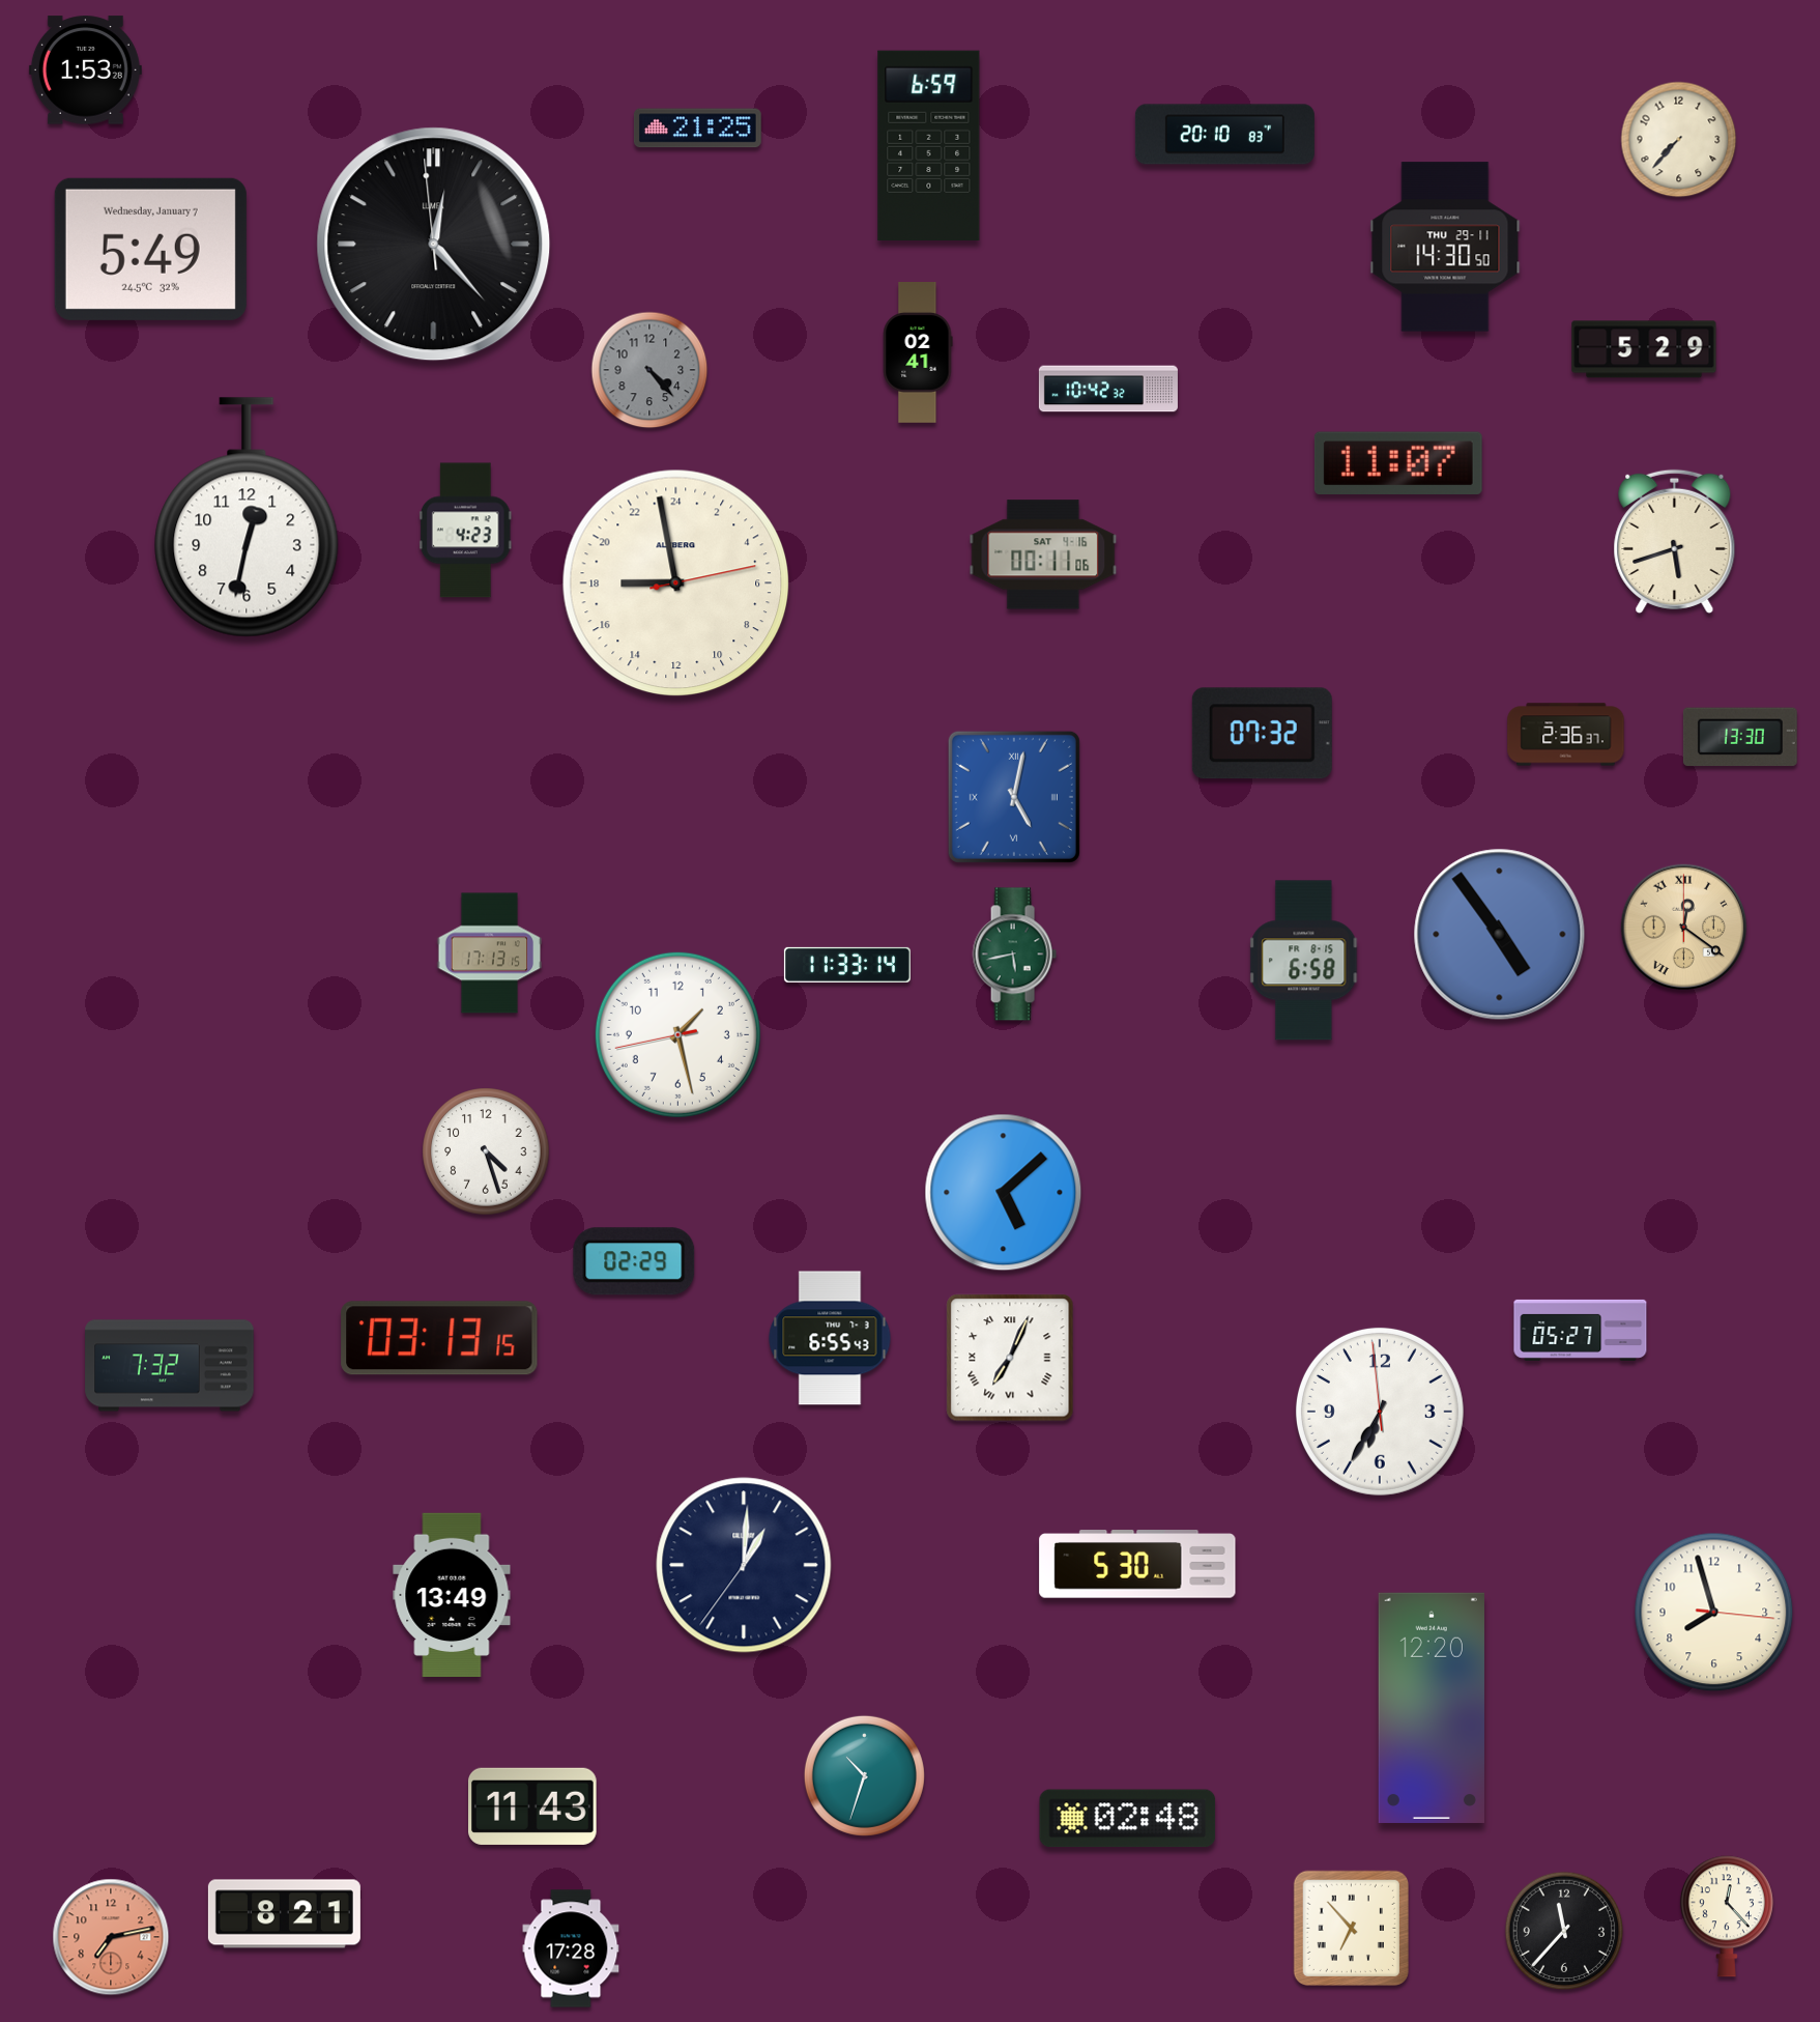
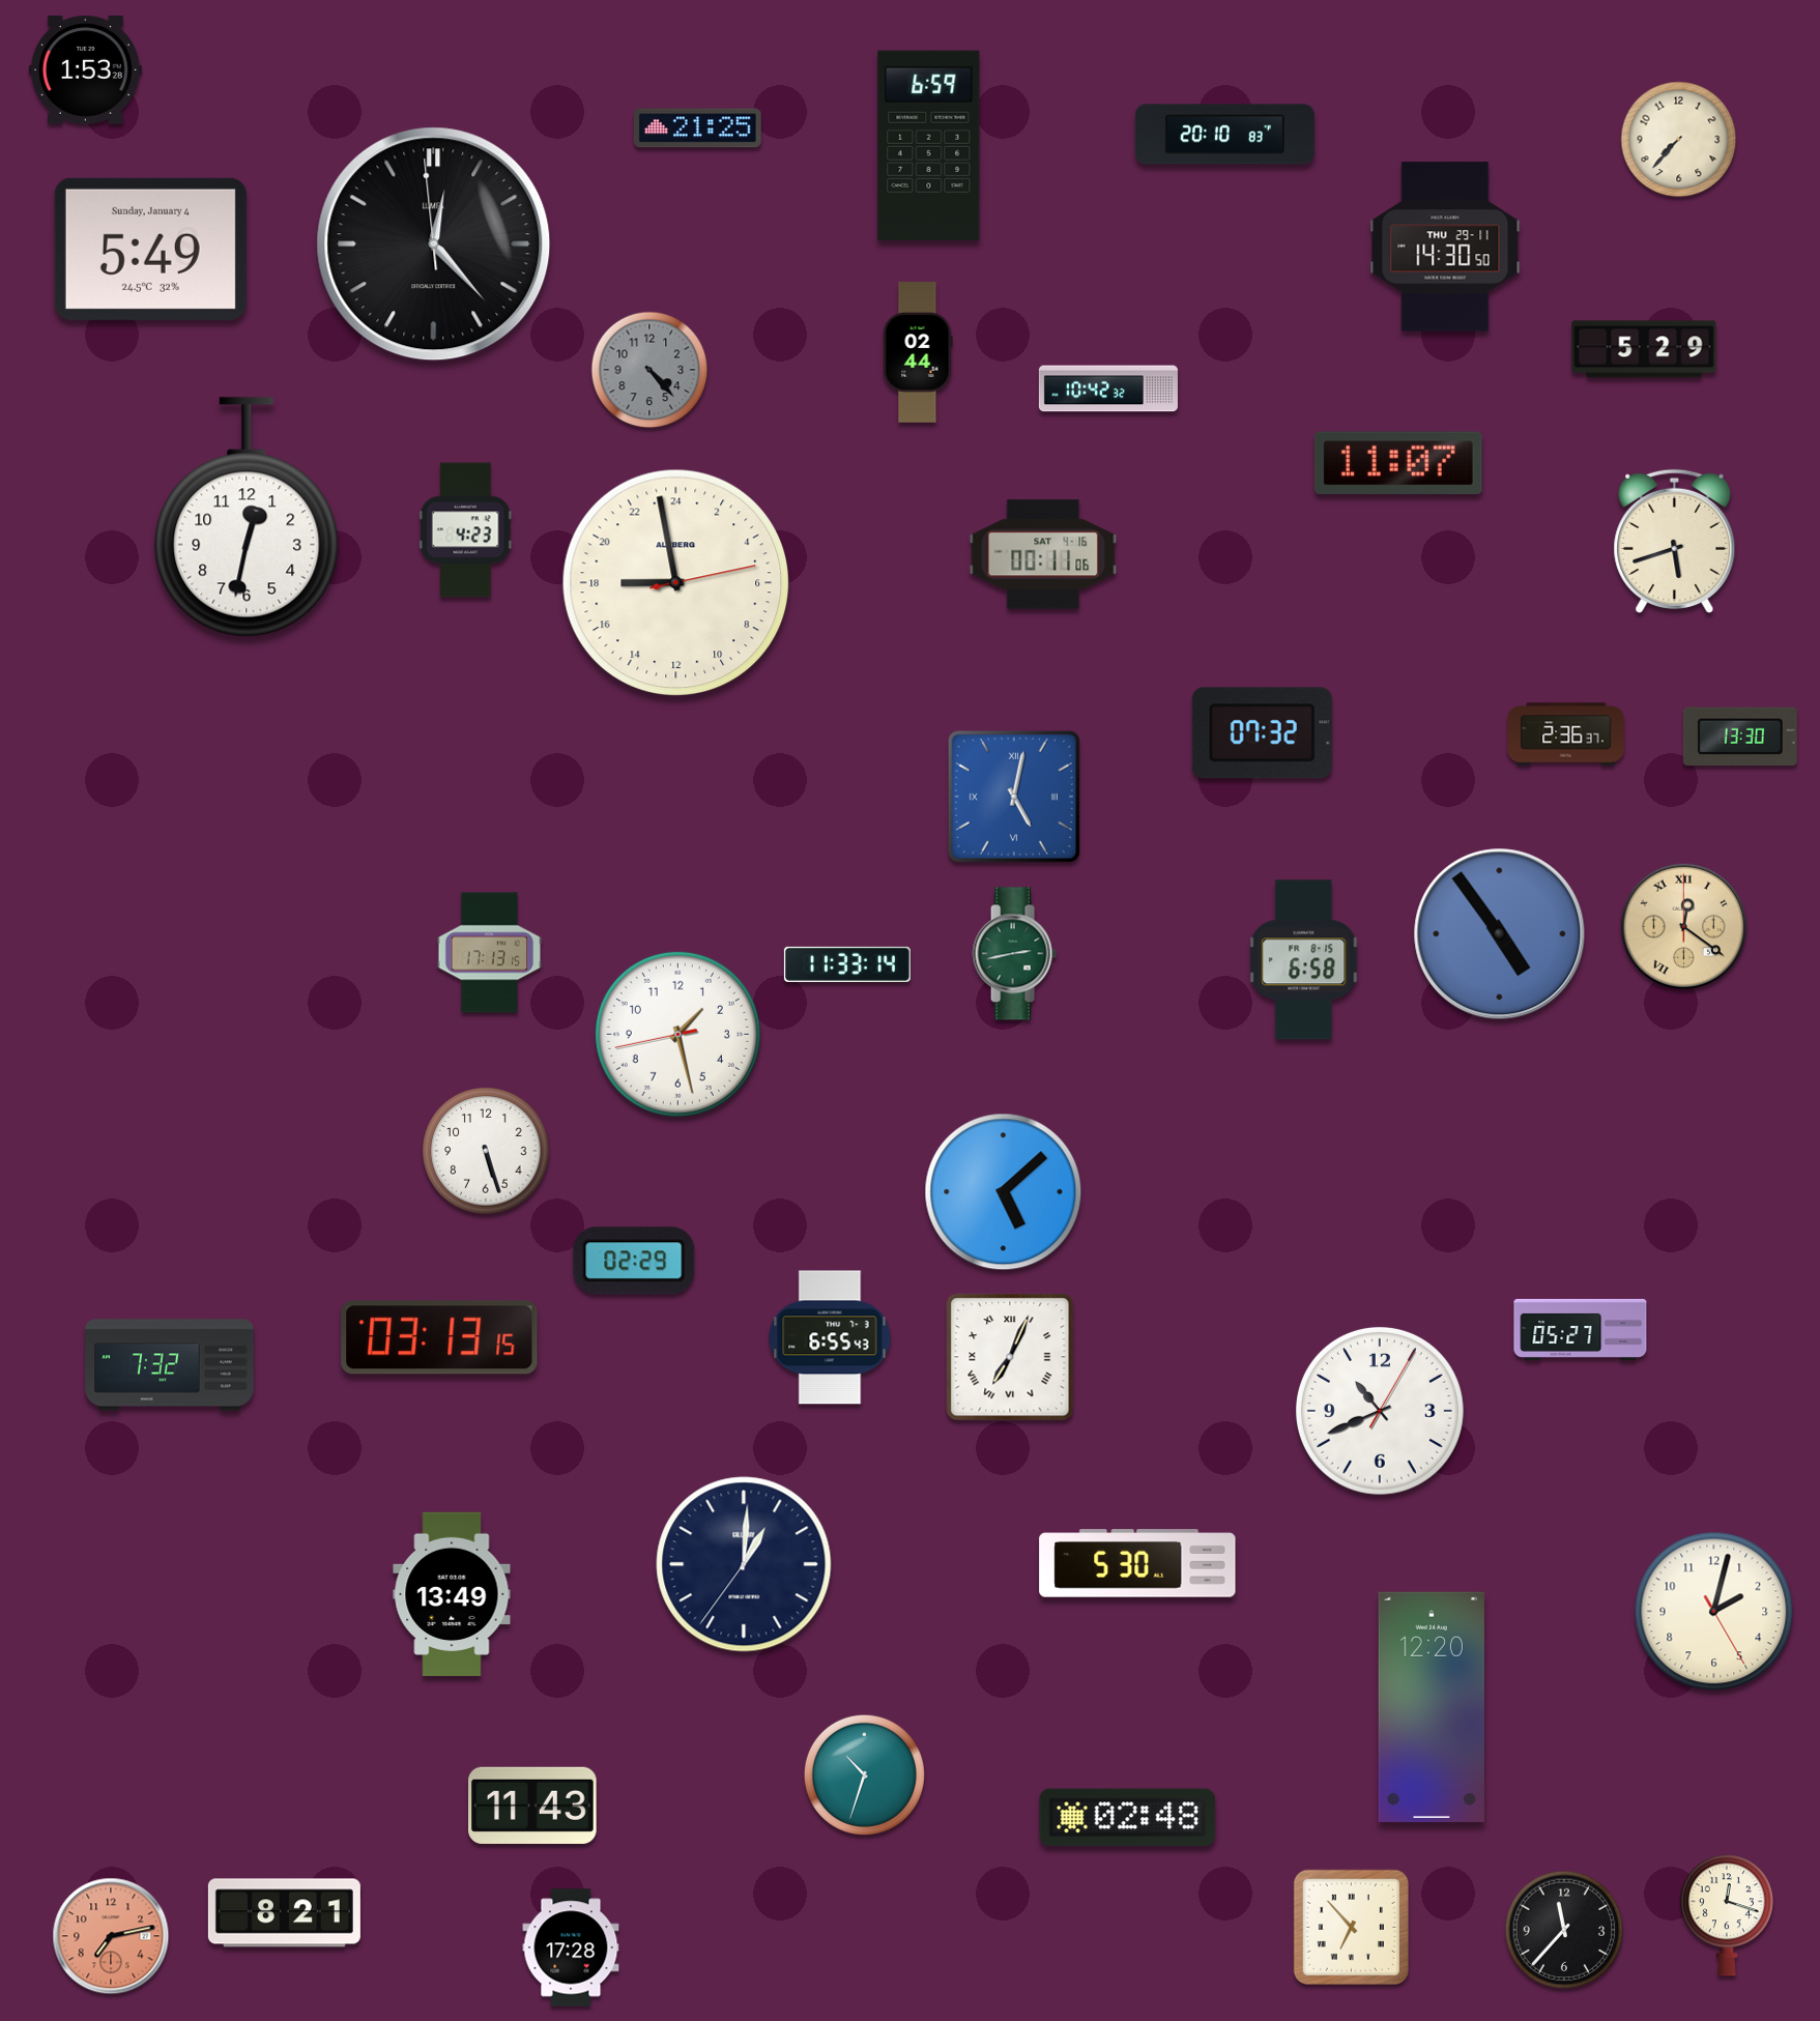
clock at (150, 249) date: Wednesday, January 7 -> Sunday, January 4
clock at (918, 353): 02:41 -> 02:44
clock at (1014, 955): 5:43 -> 2:43
clock at (486, 1151): 4:27 -> 5:27
clock at (1380, 1412): 6:34 -> 10:41
clock at (1714, 1613): 7:57 -> 2:02
clock at (1727, 1916): 12:23 -> 12:18
